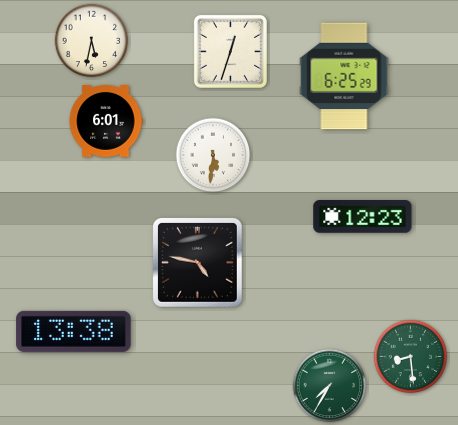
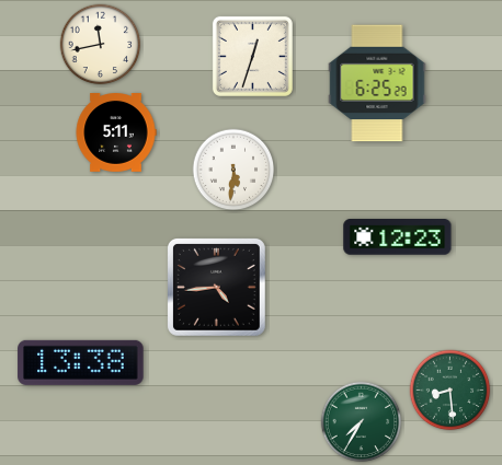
clock at (92, 41): 5:32 -> 11:43
clock at (106, 122): 6:01 -> 5:11
clock at (197, 262): 4:47 -> 4:44
